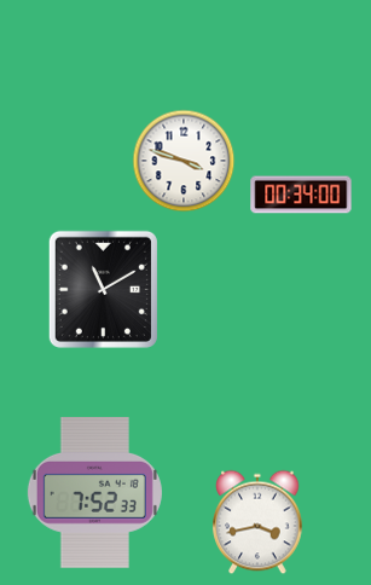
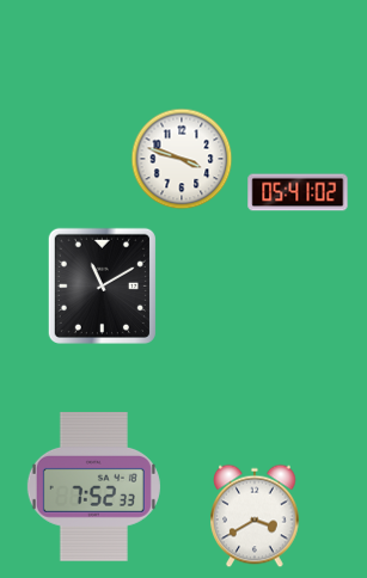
clock at (301, 195): 00:34 -> 05:41
clock at (257, 522): 3:43 -> 3:40
